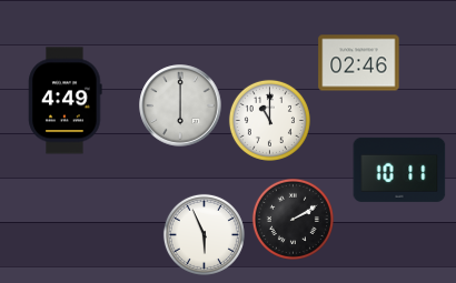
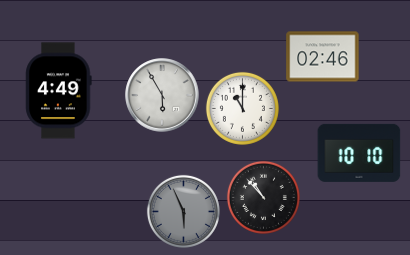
clock at (180, 105): 6:00 -> 5:55
clock at (399, 170): 10:11 -> 10:10
clock at (293, 219): 2:10 -> 10:53
clock at (204, 234) dial: white -> grey
